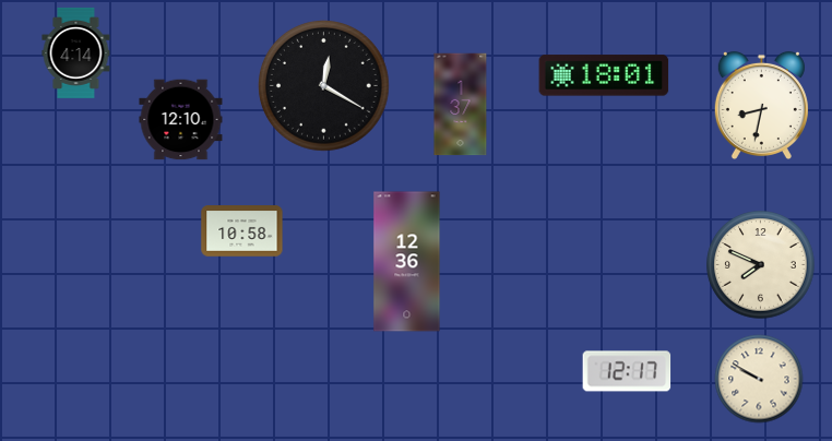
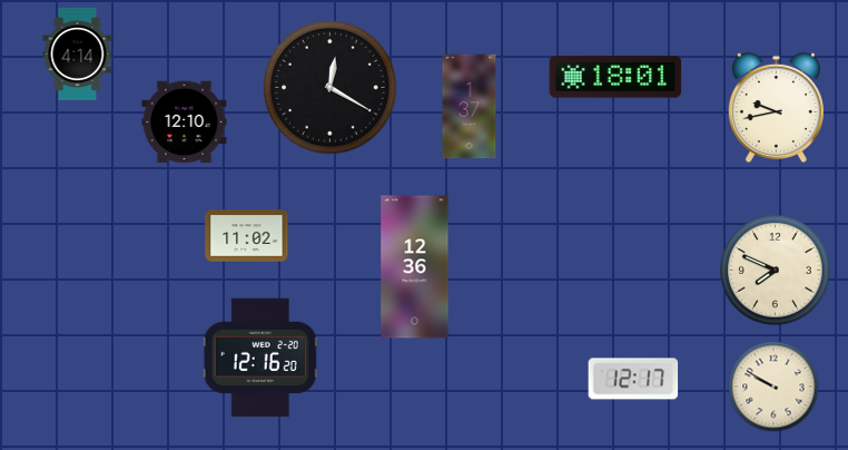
clock at (761, 105): 8:32 -> 9:43
clock at (242, 231): 10:58 -> 11:02
clock at (260, 358): none -> 12:16
clock at (627, 371) position: (627, 371) -> (633, 379)
